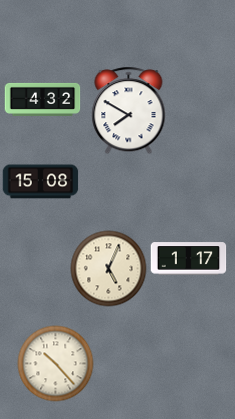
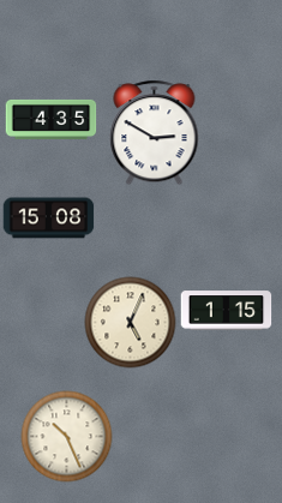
clock at (43, 99): 4:32 -> 4:35
clock at (129, 111): 7:50 -> 2:50
clock at (189, 259): 1:17 -> 1:15
clock at (56, 364): 10:23 -> 10:26
